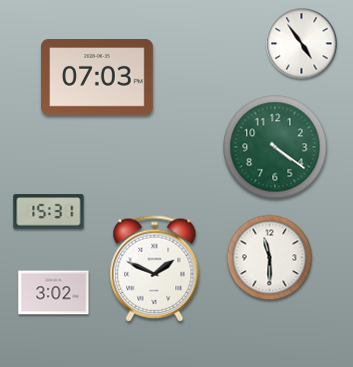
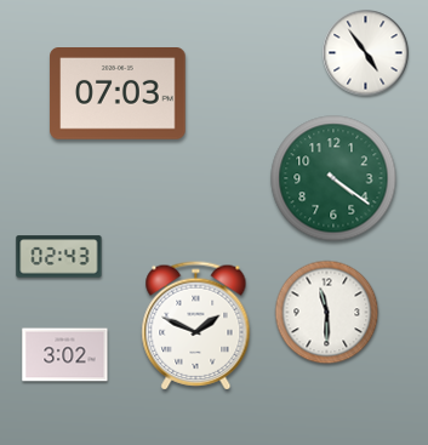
clock at (49, 212): 15:31 -> 02:43
clock at (155, 269) position: (155, 269) -> (196, 326)
